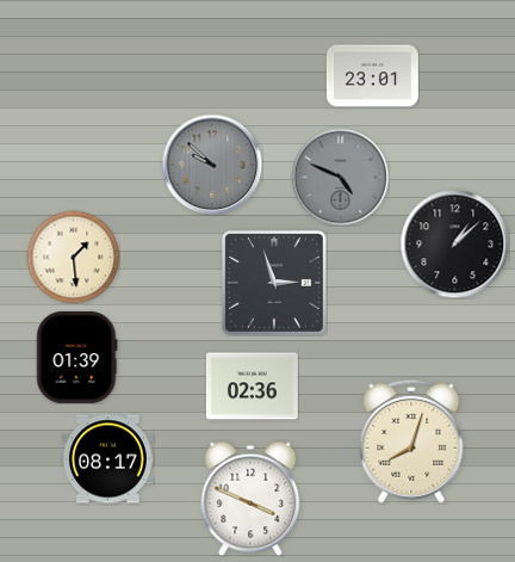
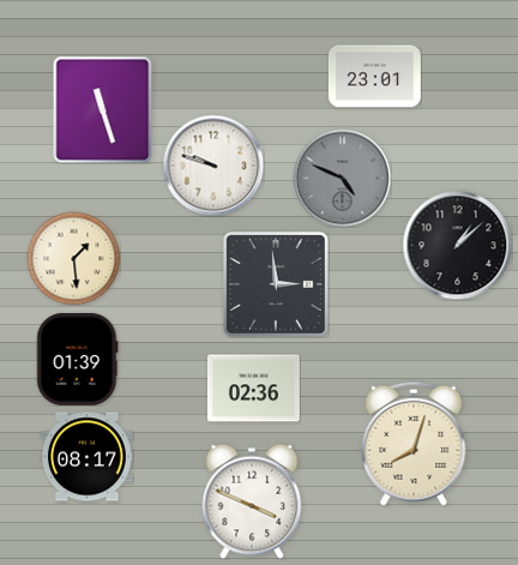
clock at (103, 109): none -> 11:27
clock at (212, 165): 9:52 -> 9:48
clock at (212, 165) dial: grey -> white
clock at (275, 284): 2:57 -> 2:59
clock at (108, 459) position: (108, 459) -> (88, 457)
